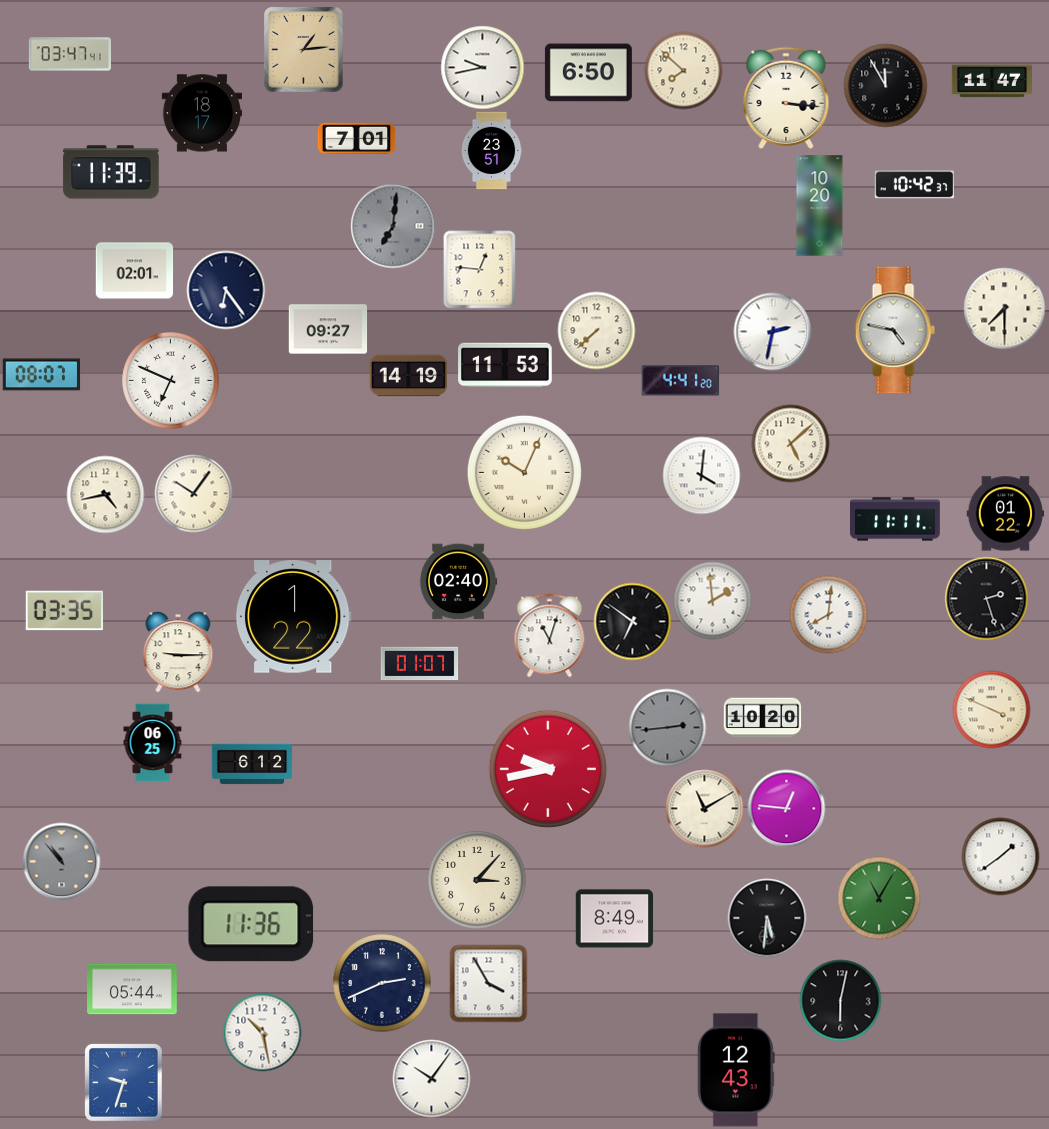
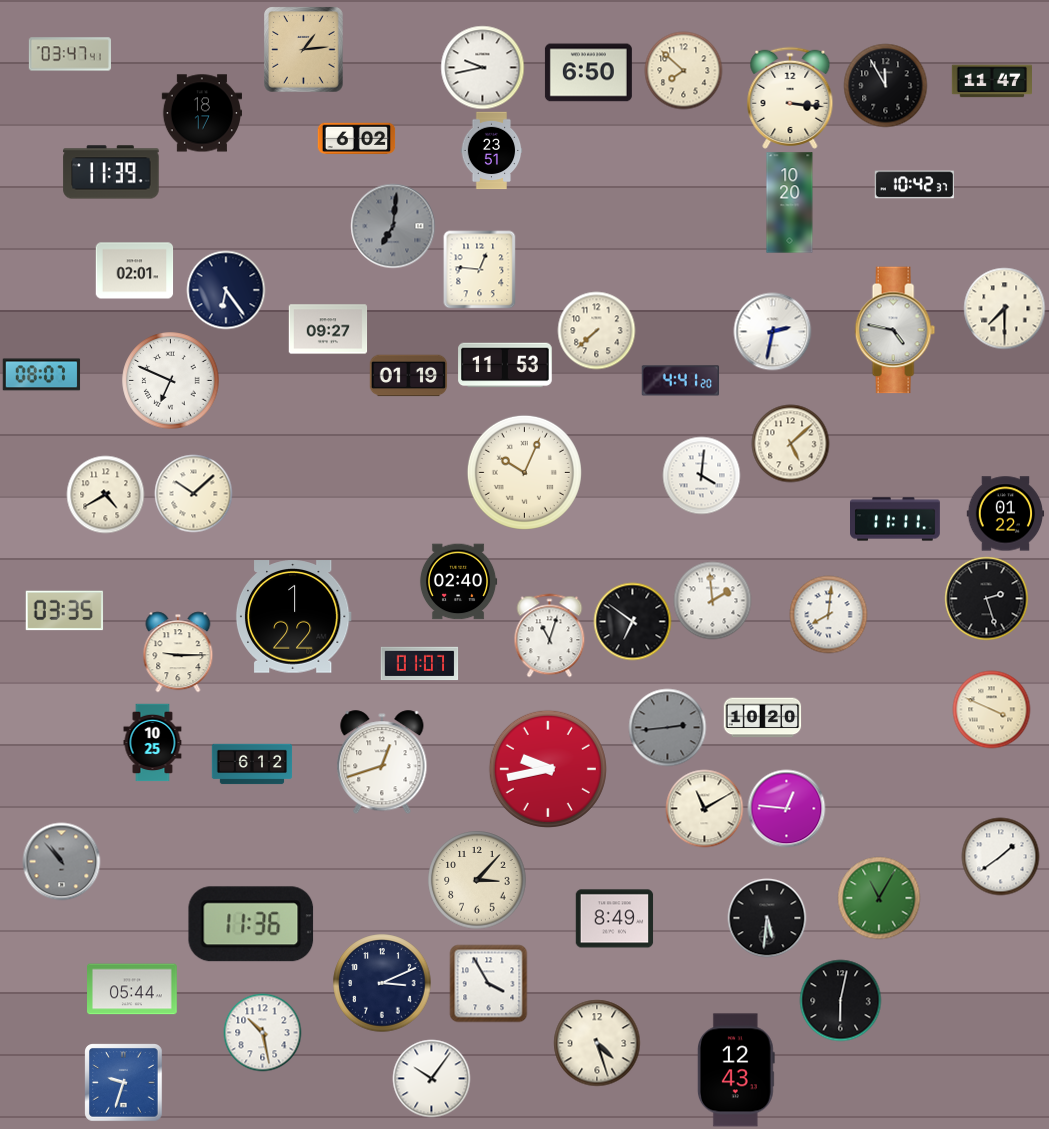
clock at (786, 98) position: (786, 98) -> (790, 98)
clock at (356, 139): 7:01 -> 6:02
clock at (820, 206) position: (820, 206) -> (790, 203)
clock at (408, 376): 14:19 -> 01:19
clock at (193, 493): 10:06 -> 10:08
clock at (105, 494): 4:43 -> 4:40
clock at (153, 742): 06:25 -> 10:25
clock at (382, 762): none -> 12:42
clock at (382, 983): 2:41 -> 3:11
clock at (597, 1043): none -> 4:27
